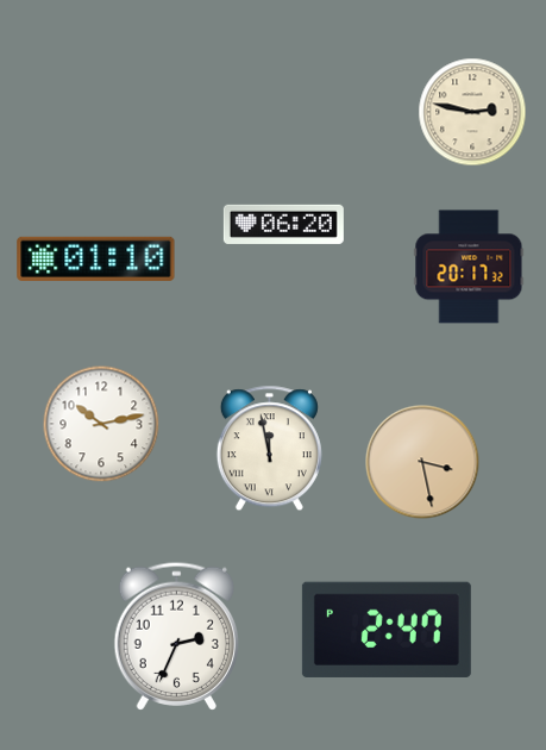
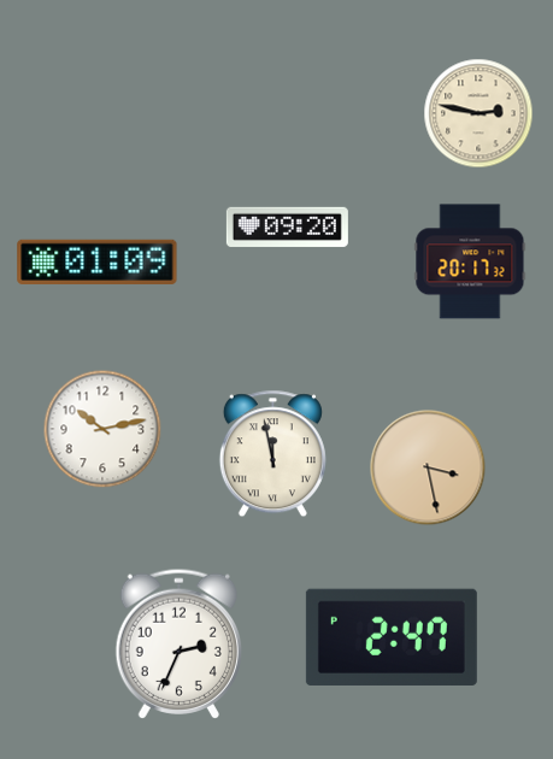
clock at (283, 224): 06:20 -> 09:20
clock at (96, 258): 01:10 -> 01:09
clock at (469, 267) position: (469, 267) -> (470, 261)
